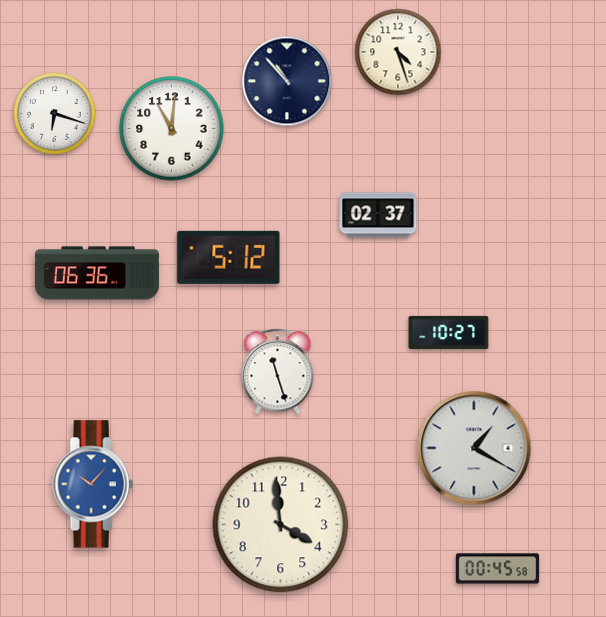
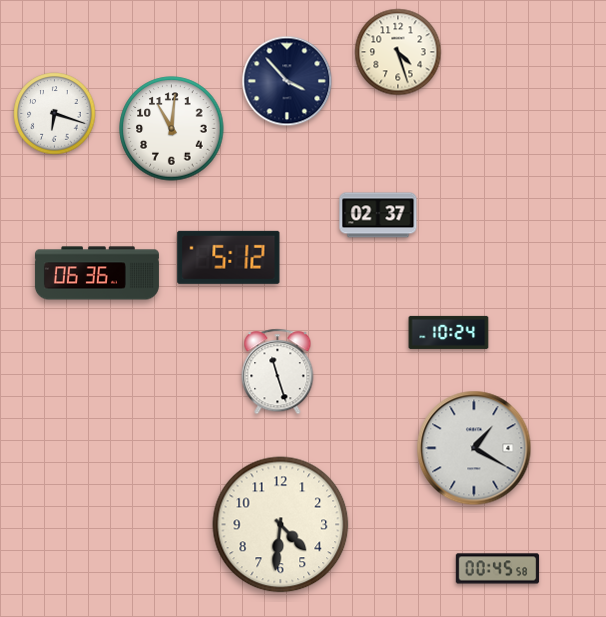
clock at (287, 81): 10:53 -> 3:53
clock at (449, 332): 10:27 -> 10:24
clock at (93, 484): 10:07 -> none
clock at (281, 525): 3:59 -> 4:31
